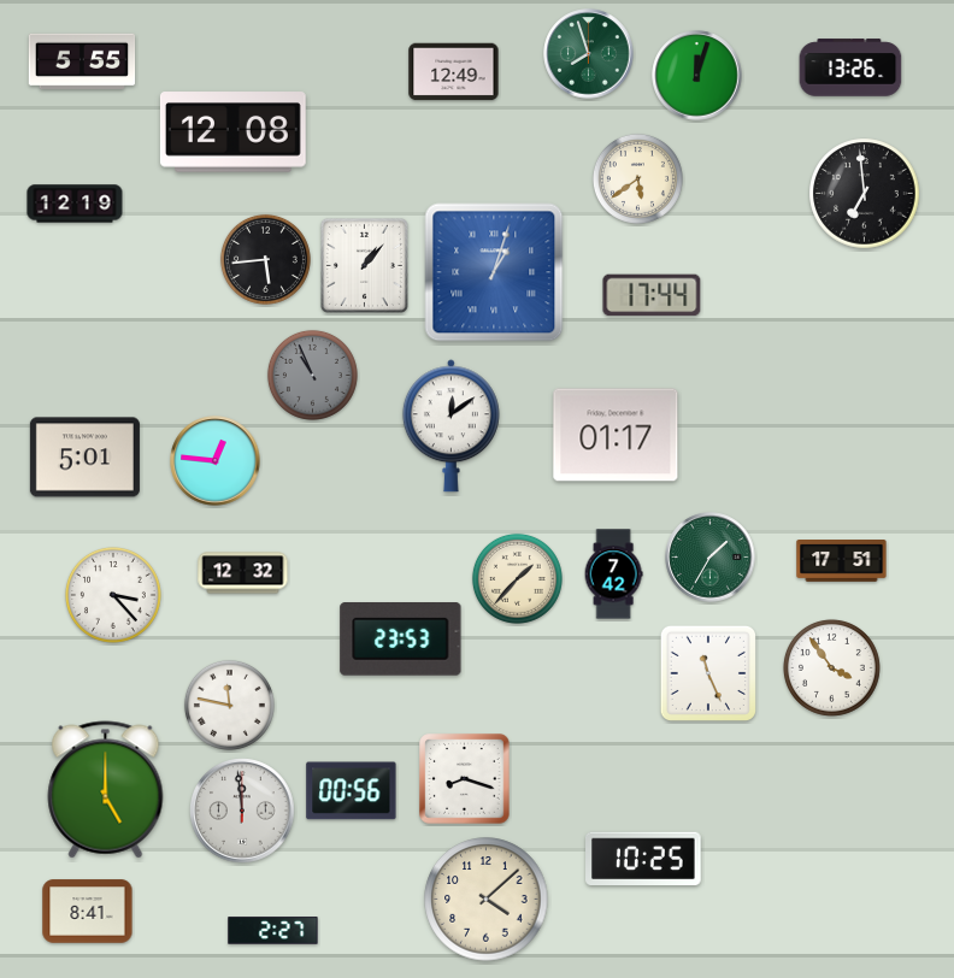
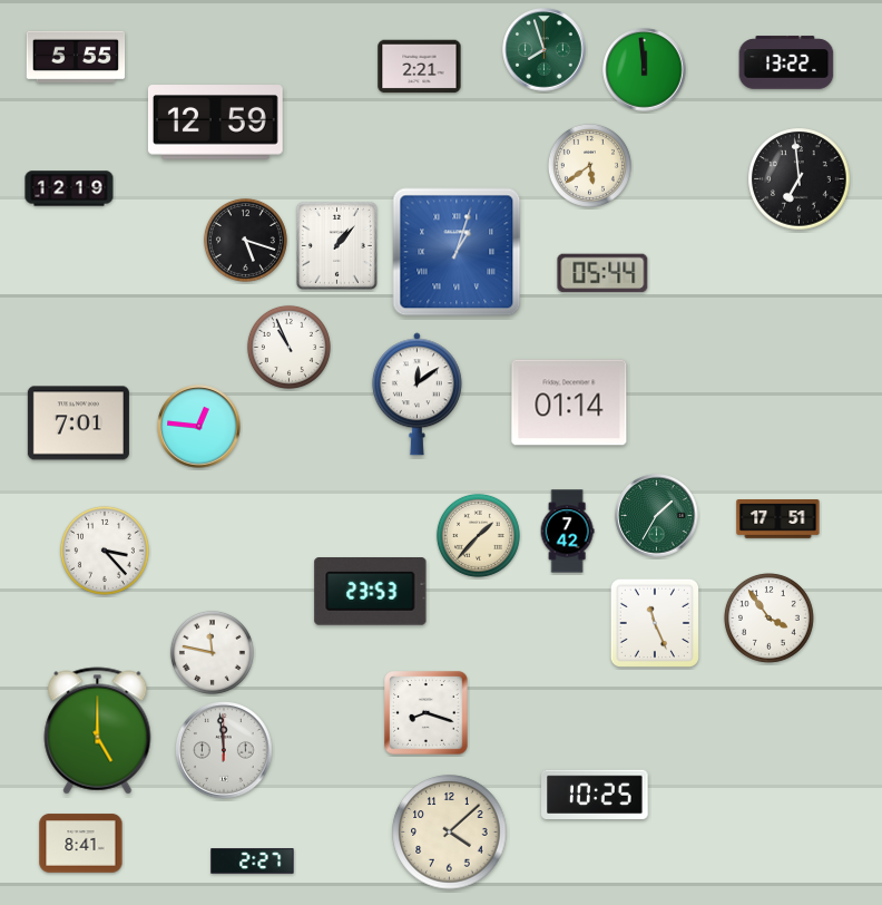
clock at (850, 67): 13:26 -> 13:22
clock at (454, 72): 12:49 -> 2:21
clock at (697, 76): 12:03 -> 11:59
clock at (232, 132): 12:08 -> 12:59
clock at (265, 259): 5:44 -> 5:18
clock at (652, 295): 17:44 -> 05:44
clock at (312, 375) dial: grey -> white
clock at (616, 435): 01:17 -> 01:14
clock at (84, 458): 5:01 -> 7:01
clock at (243, 573): 12:32 -> none
clock at (465, 779) position: (465, 779) -> (427, 713)
clock at (352, 791): 00:56 -> none
